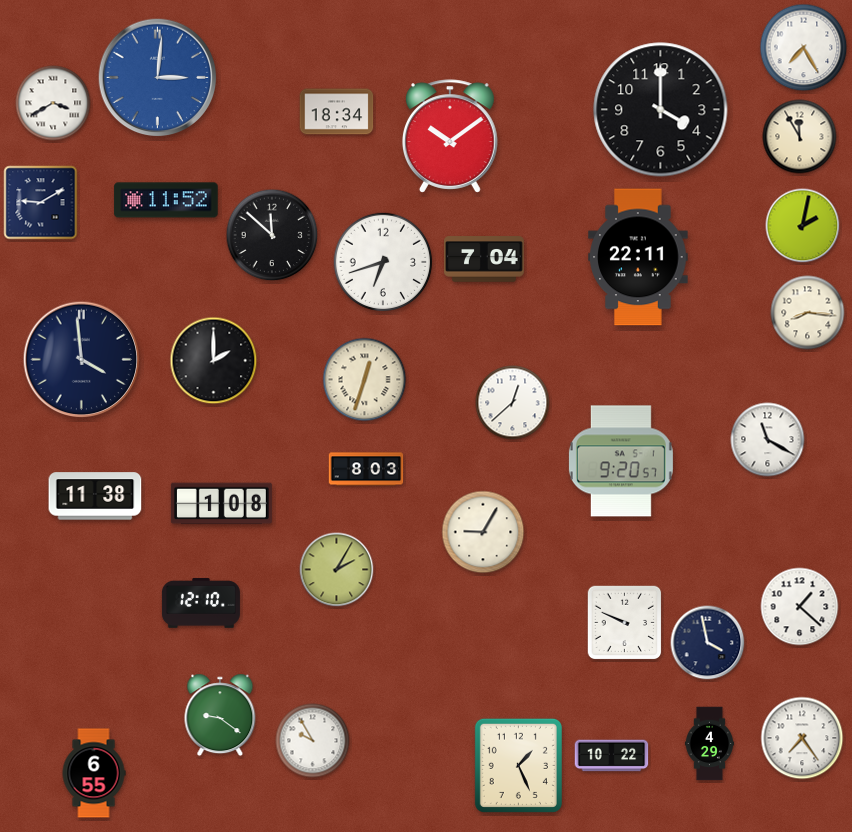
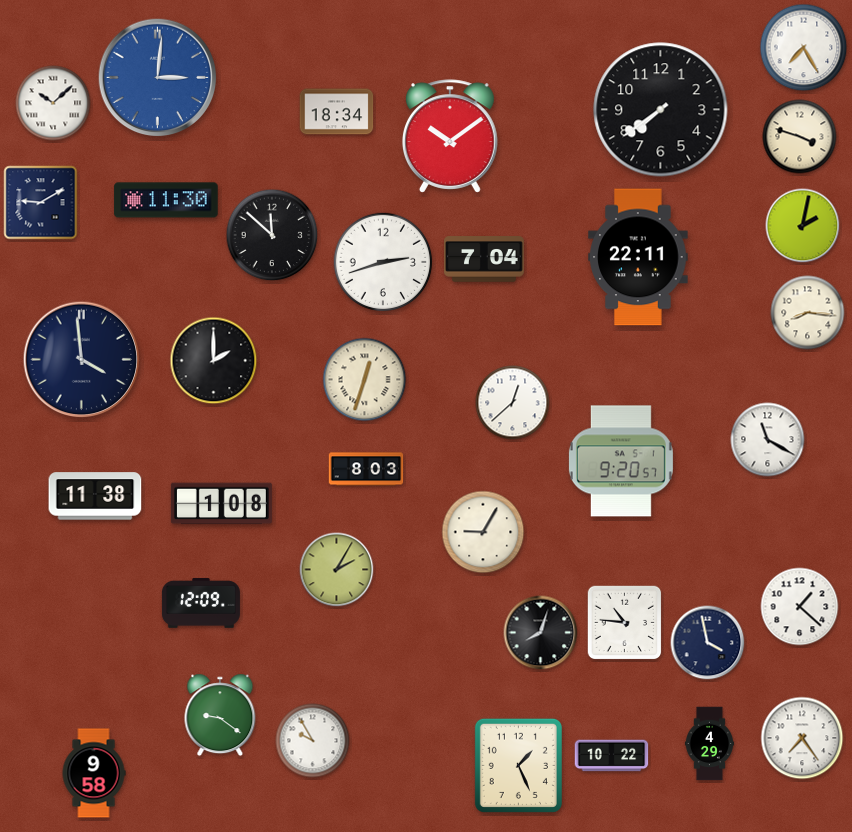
clock at (53, 103): 3:40 -> 10:08
clock at (661, 110): 4:00 -> 7:39
clock at (800, 137): 11:55 -> 3:48
clock at (166, 200): 11:52 -> 11:30
clock at (383, 262): 6:42 -> 2:42
clock at (201, 603): 12:10 -> 12:09
clock at (625, 623): 9:49 -> 10:46
clock at (541, 633): none -> 8:03
clock at (94, 773): 6:55 -> 9:58
